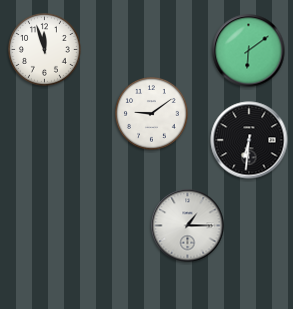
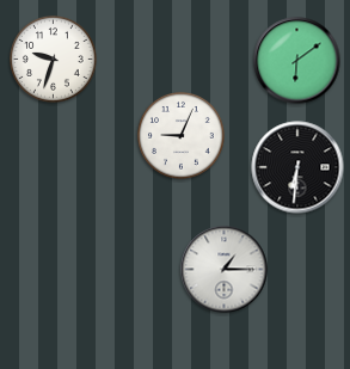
clock at (45, 50): 11:57 -> 9:33
clock at (152, 114): 9:09 -> 9:04
